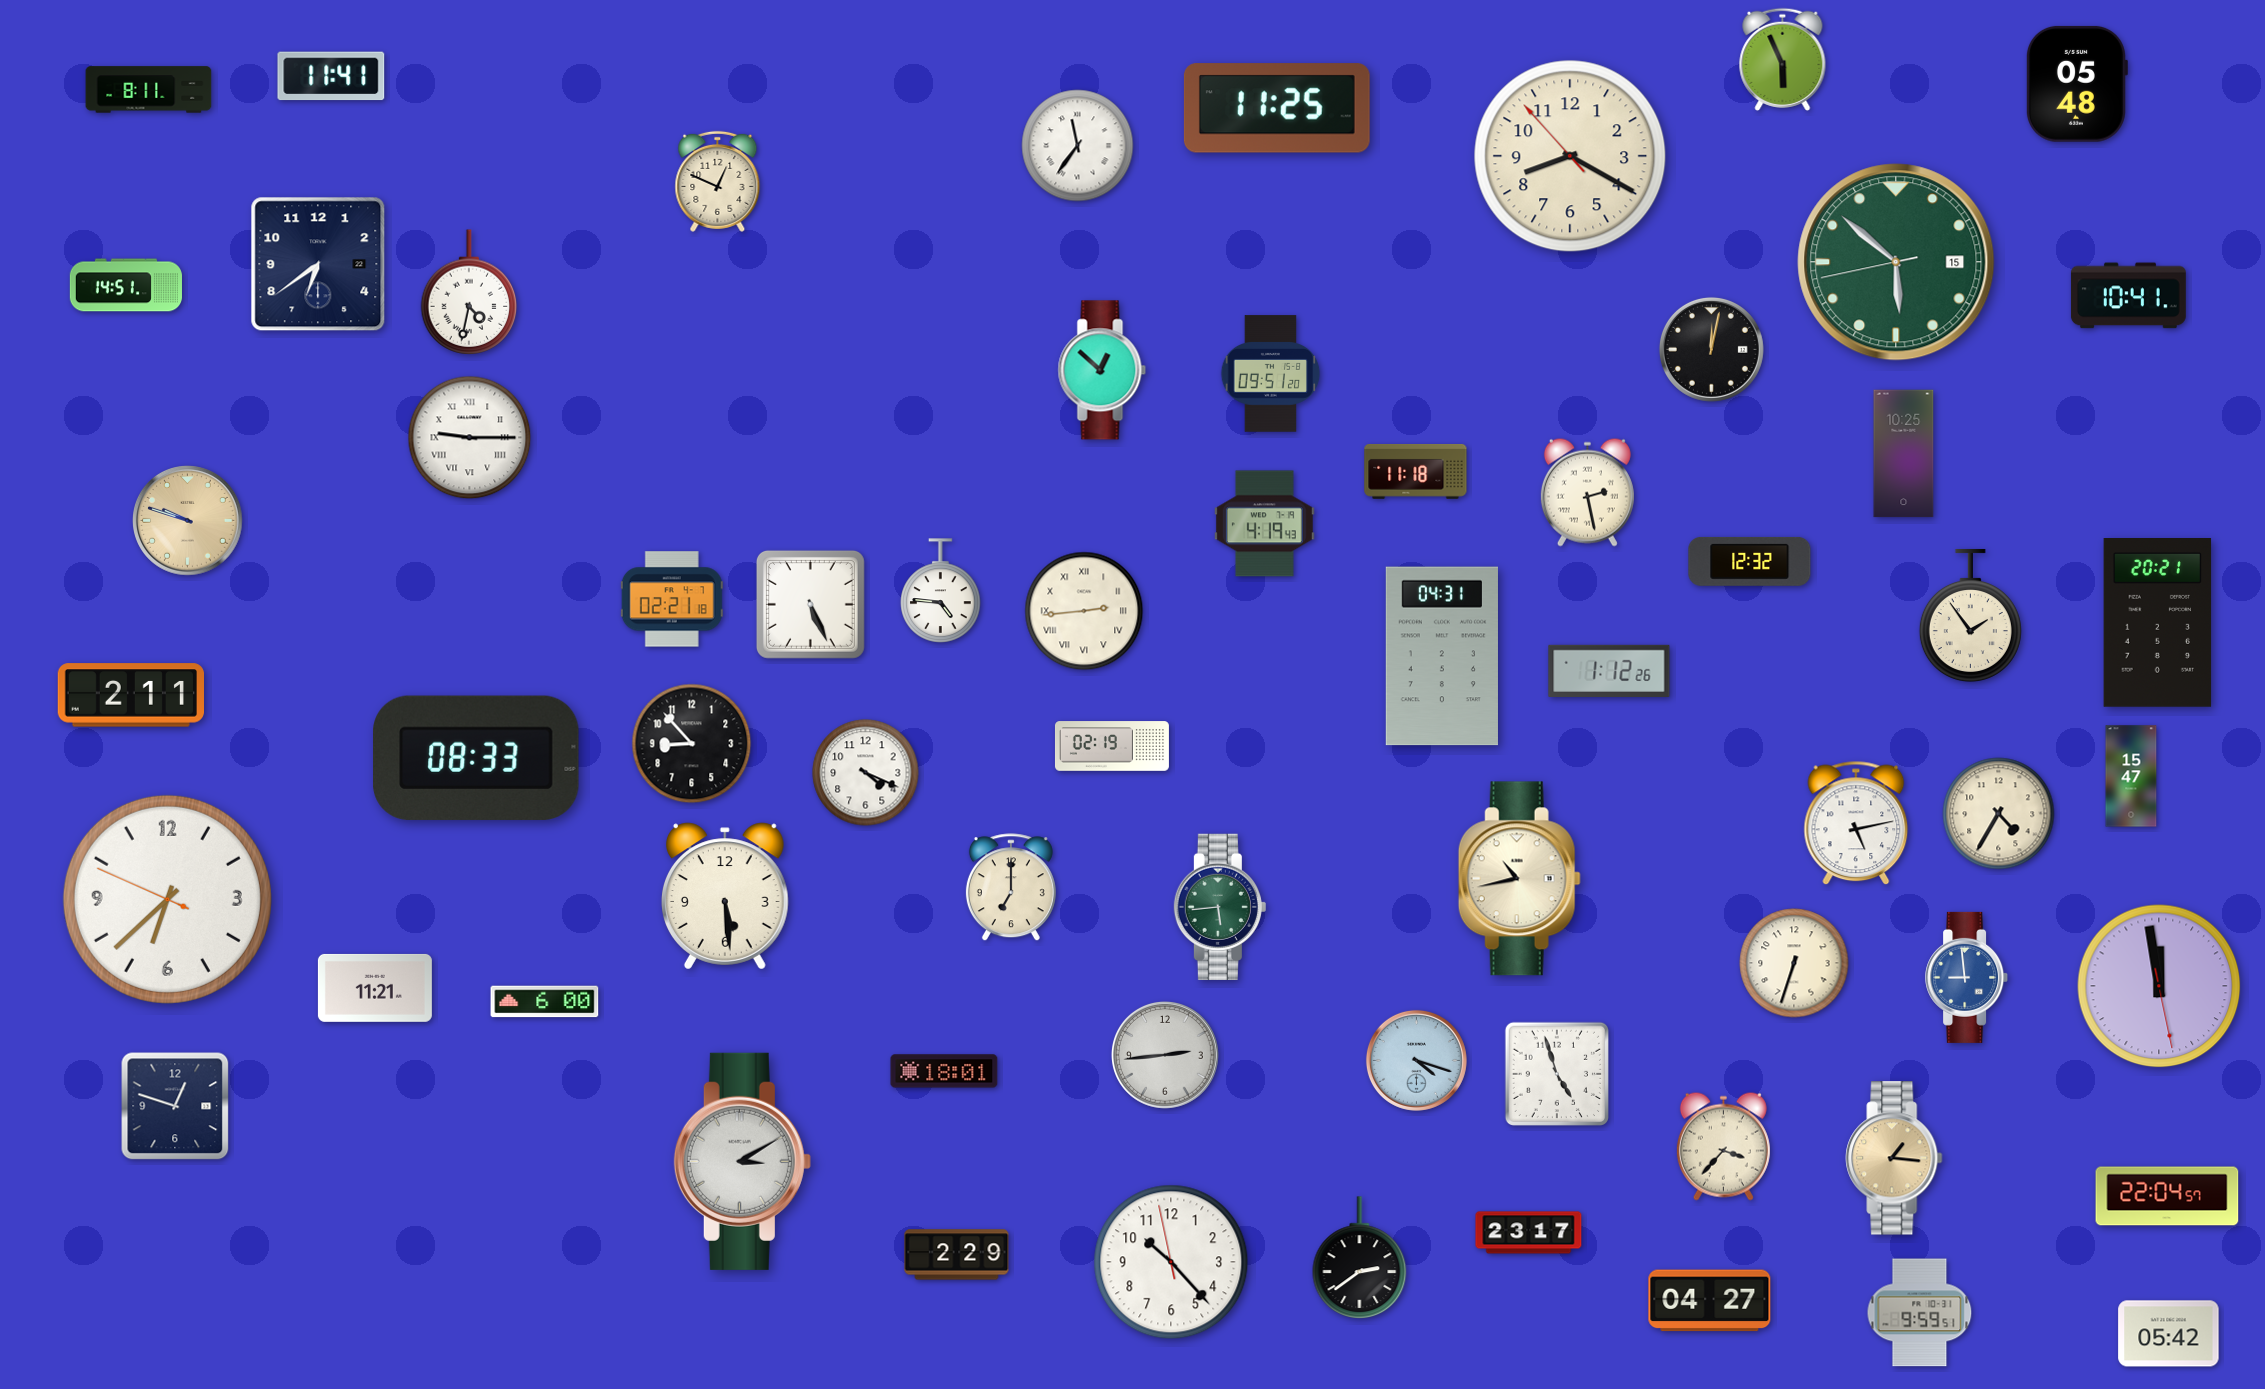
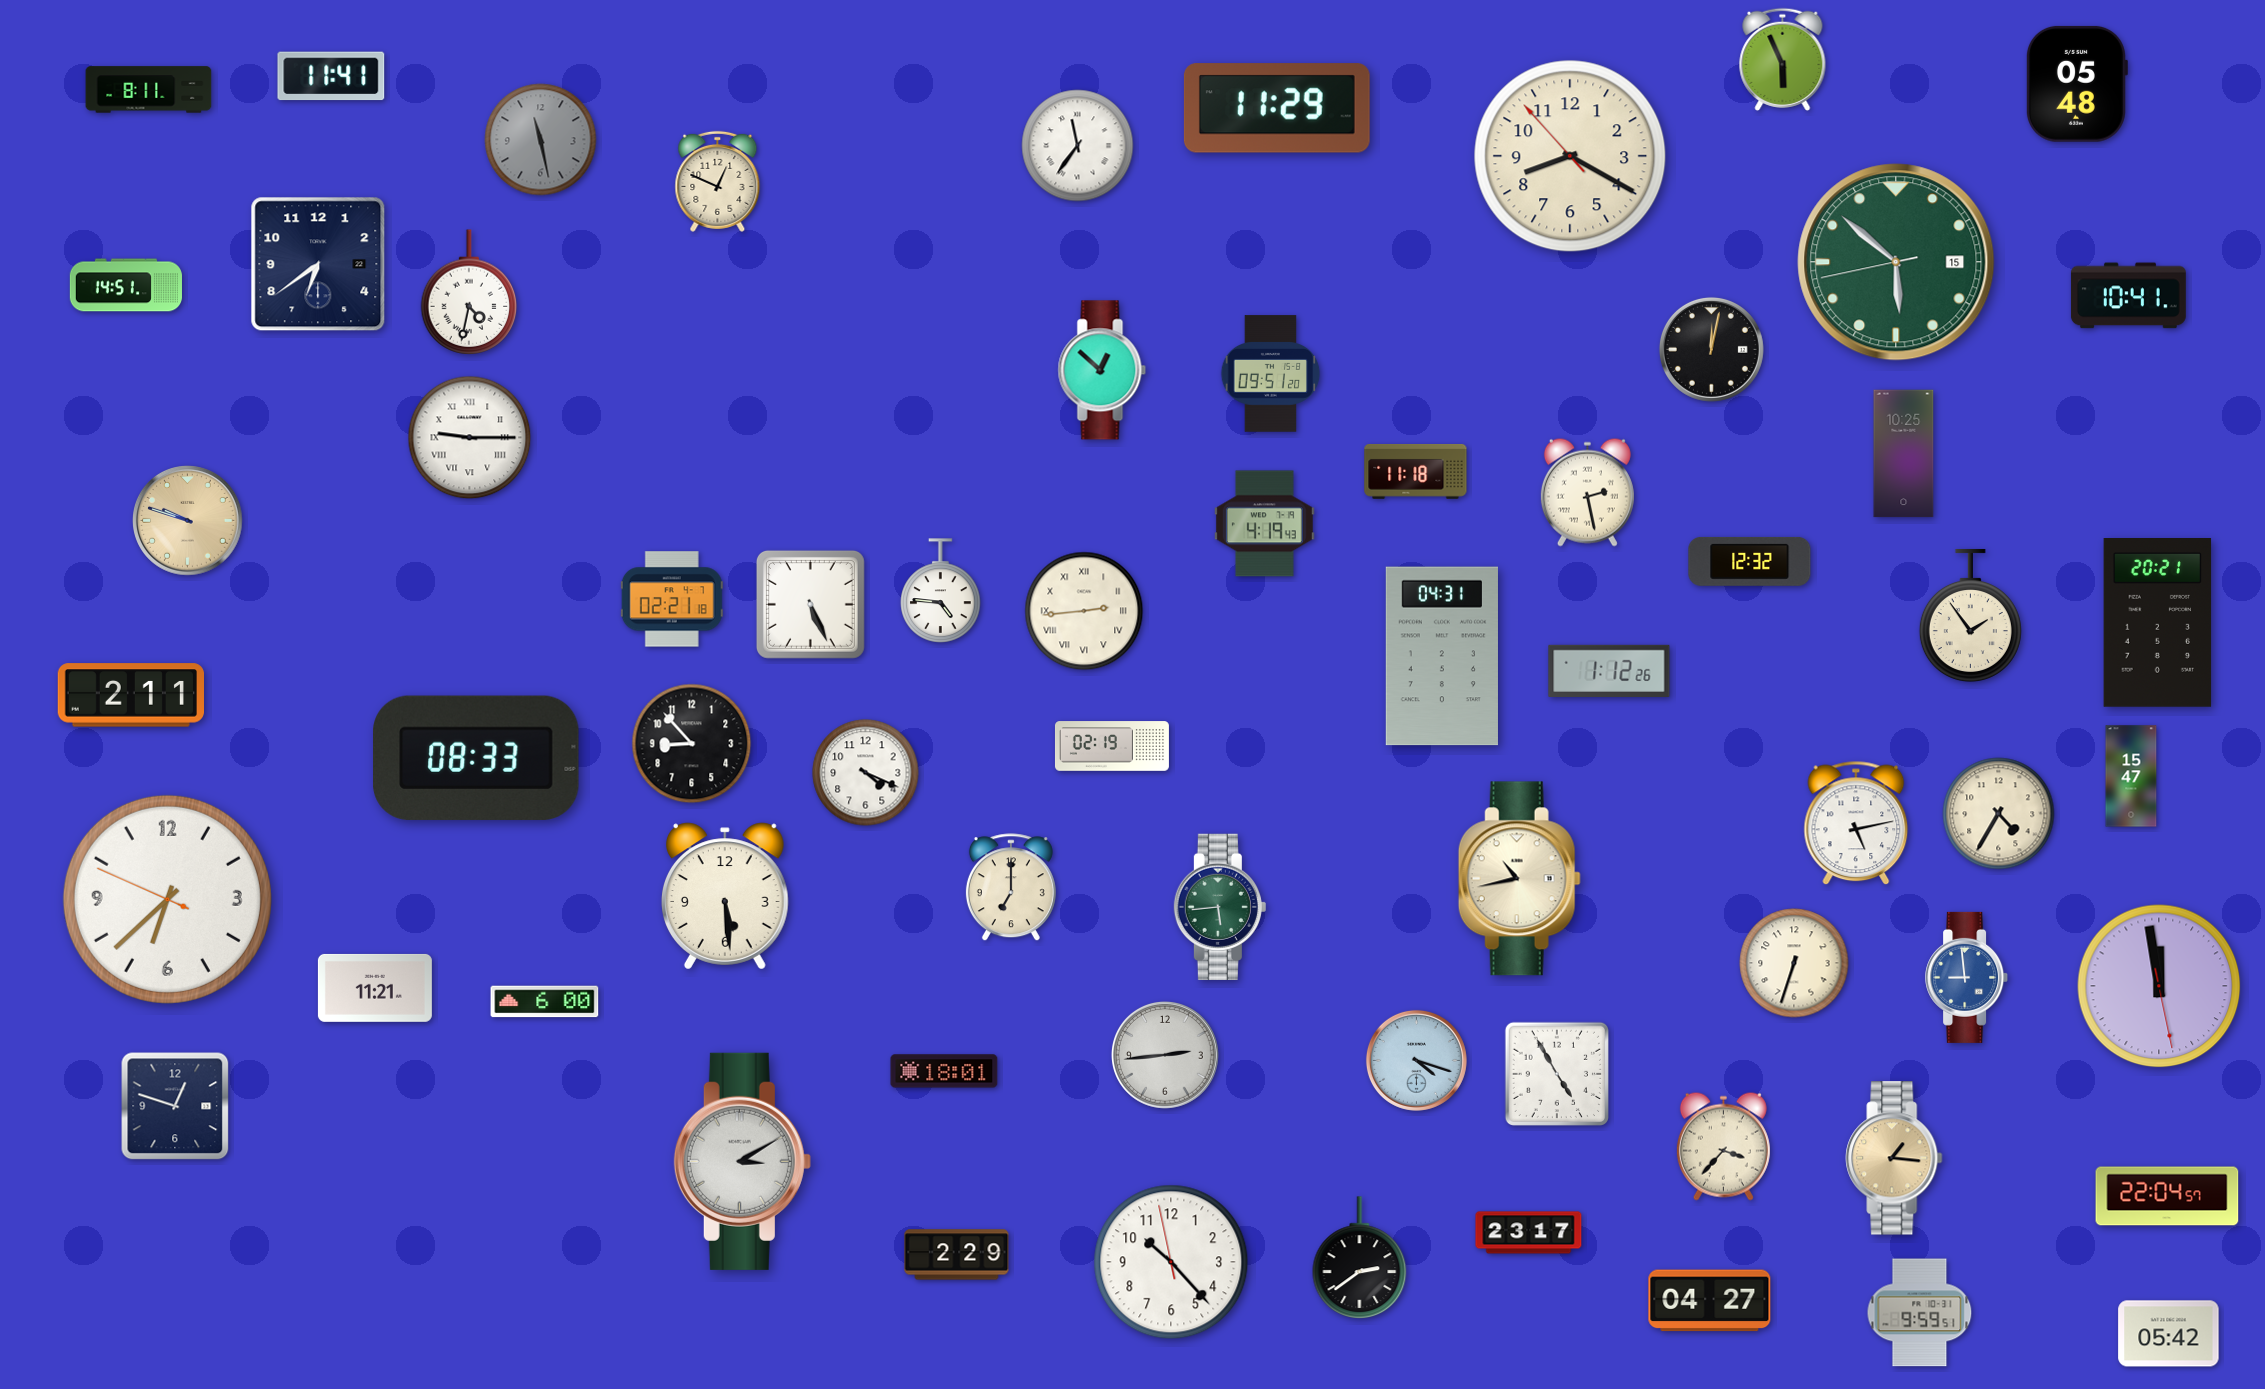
clock at (1277, 108): 11:25 -> 11:29
clock at (541, 140): none -> 11:28
clock at (1557, 1074): 4:57 -> 4:55
